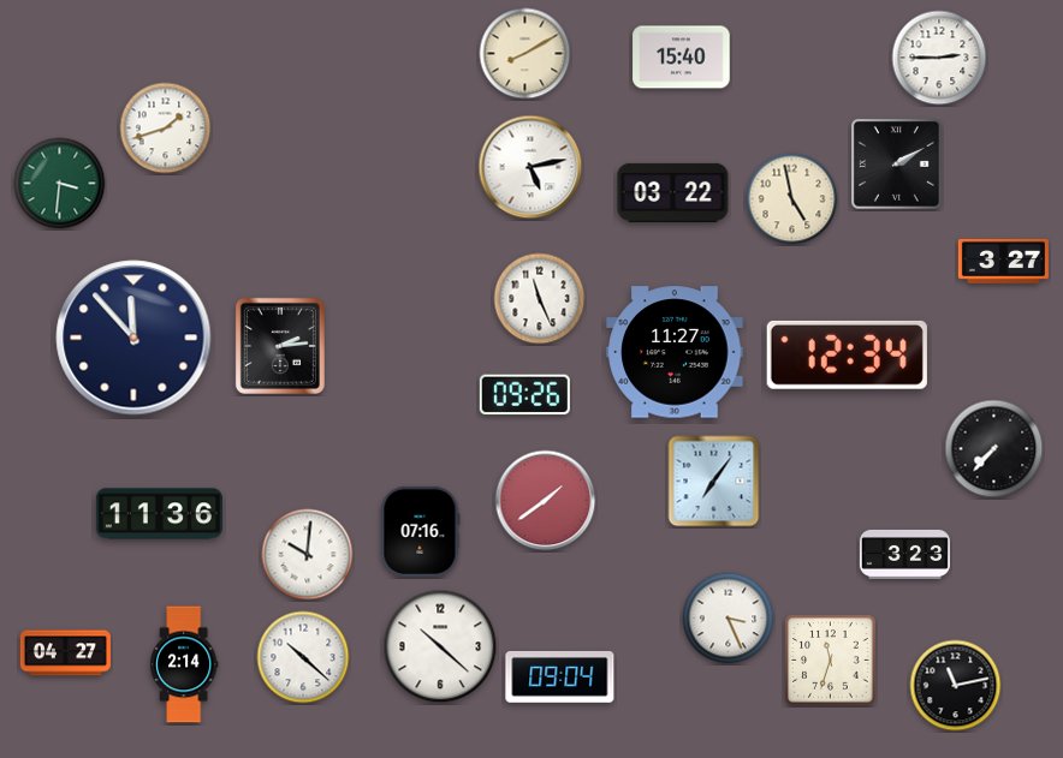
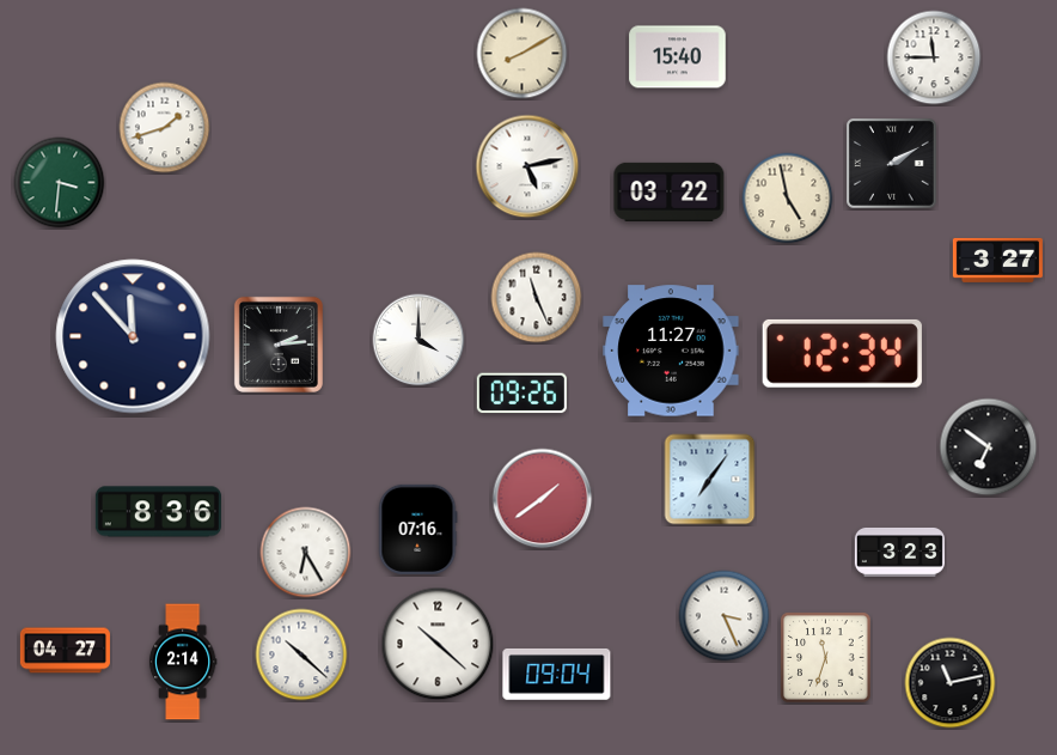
clock at (939, 58): 2:45 -> 11:45
clock at (418, 340): none -> 4:00
clock at (994, 449): 7:37 -> 6:51
clock at (159, 514): 11:36 -> 8:36
clock at (308, 555): 10:01 -> 6:25
